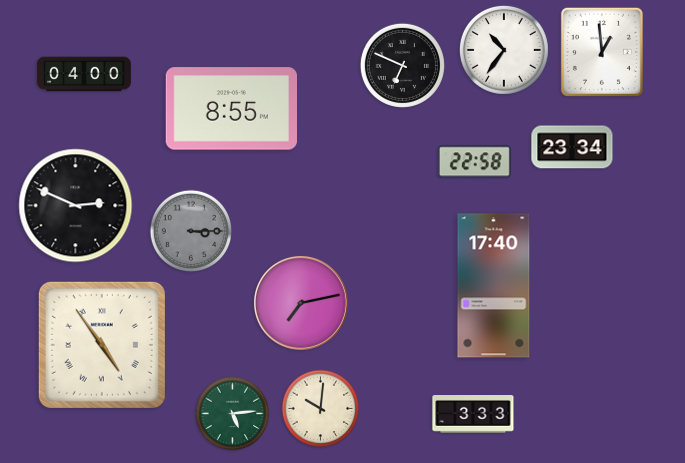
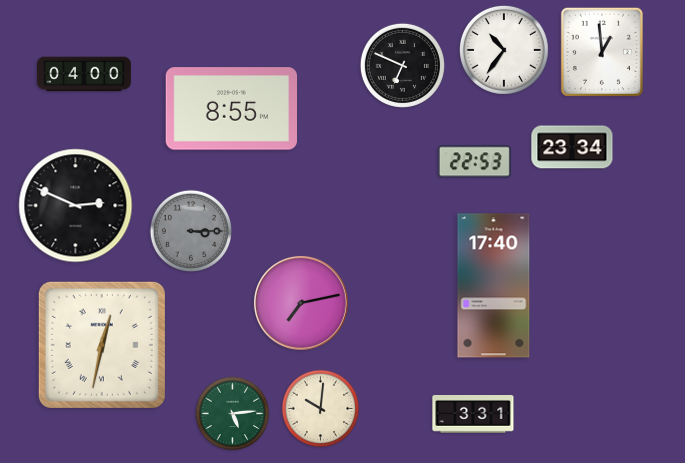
clock at (474, 162): 22:58 -> 22:53
clock at (102, 345): 4:54 -> 12:32
clock at (473, 415): 3:33 -> 3:31
